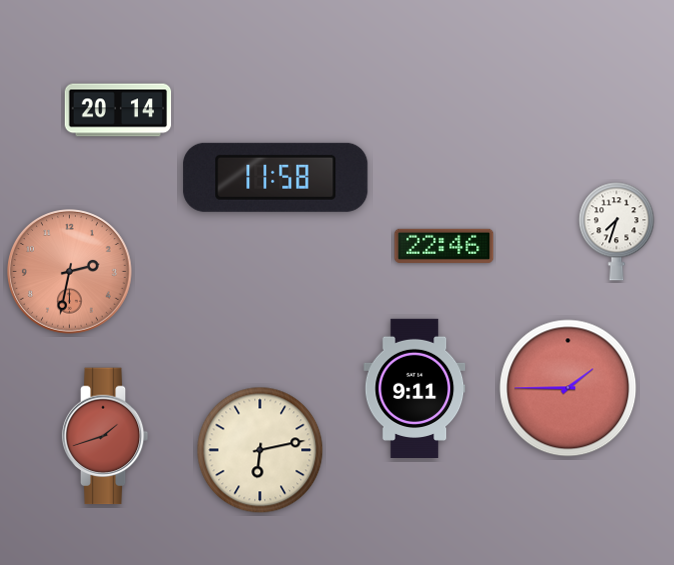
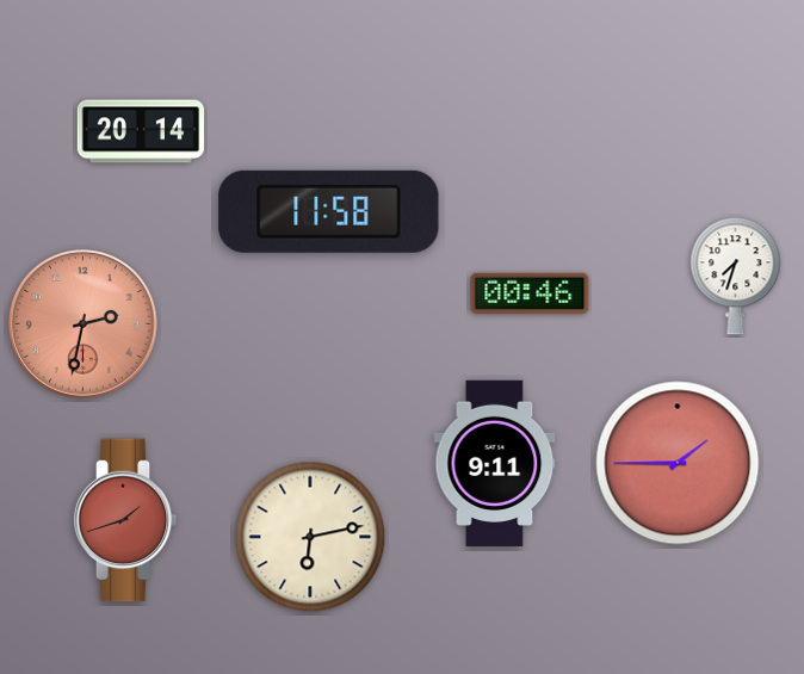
clock at (444, 246): 22:46 -> 00:46
